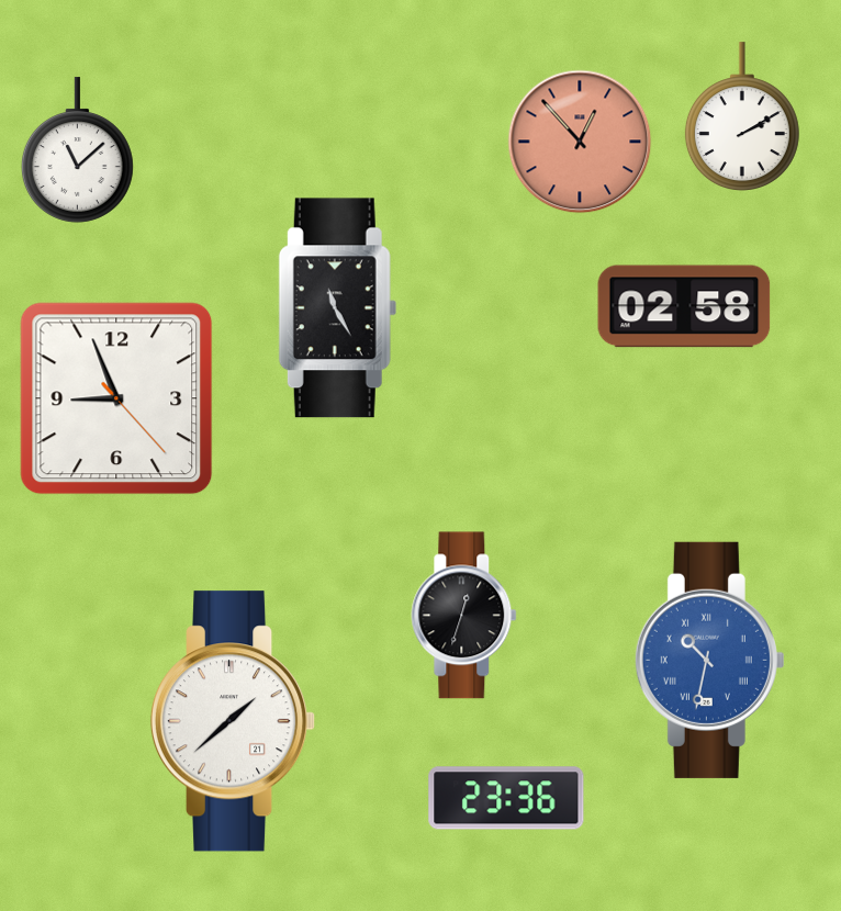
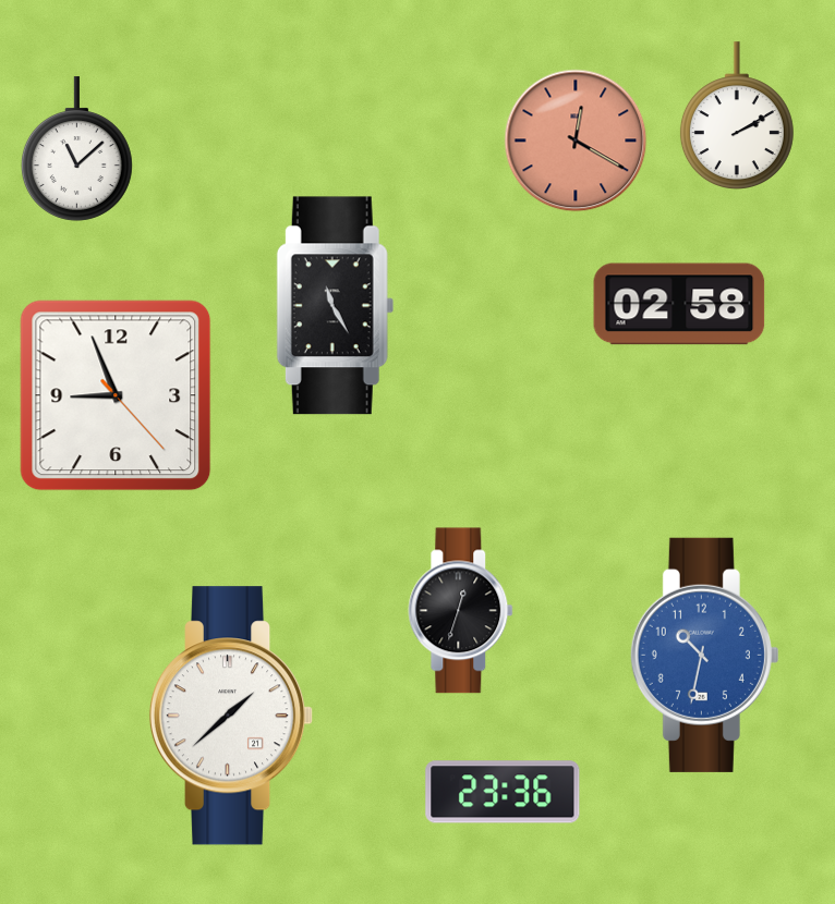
clock at (580, 142): 12:53 -> 12:20
clock at (709, 660) numerals: Roman -> Arabic
